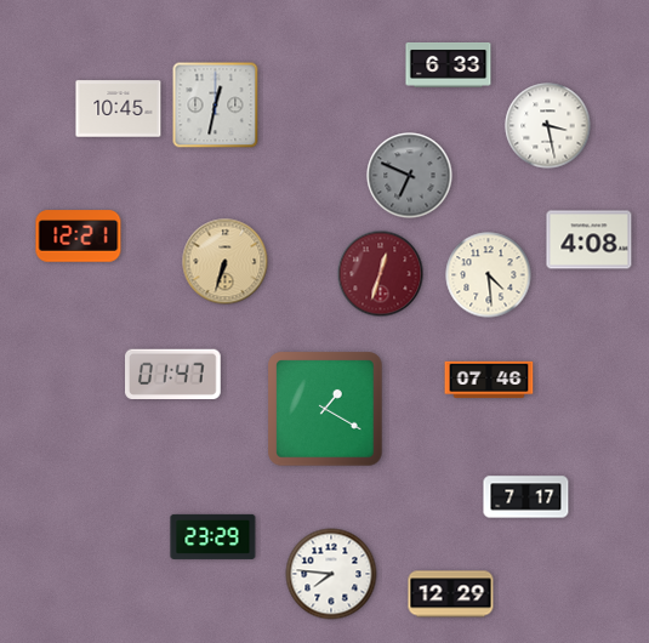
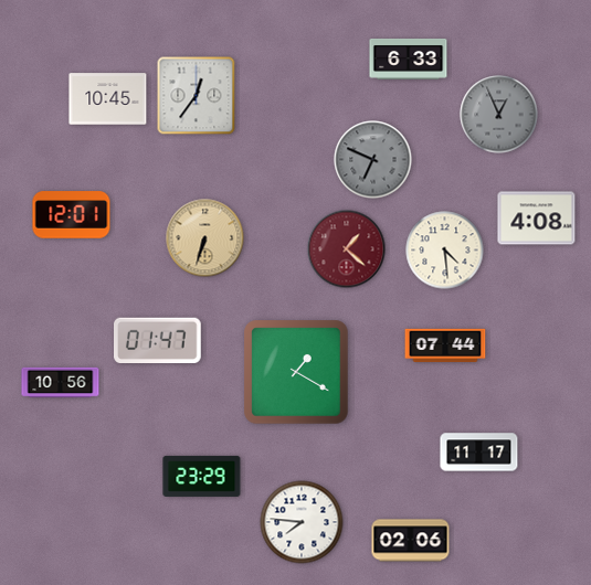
clock at (216, 106): 12:32 -> 12:36
clock at (548, 126): 3:28 -> 12:56
clock at (548, 126) dial: white -> grey
clock at (79, 237): 12:21 -> 12:01
clock at (381, 274): 12:33 -> 1:22
clock at (489, 380): 07:46 -> 07:44
clock at (61, 383): none -> 10:56
clock at (526, 497): 7:17 -> 11:17
clock at (214, 536) position: (214, 536) -> (202, 476)
clock at (451, 594): 12:29 -> 02:06
